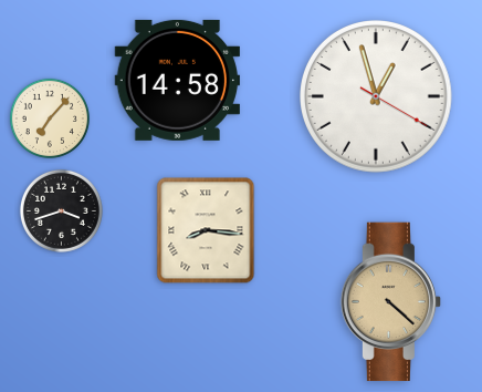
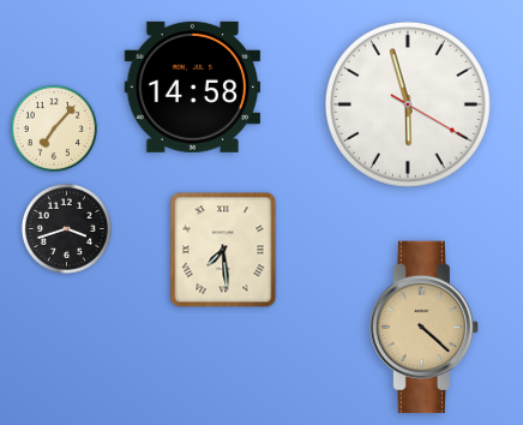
clock at (377, 97): 12:57 -> 5:57
clock at (206, 230): 8:16 -> 7:29
